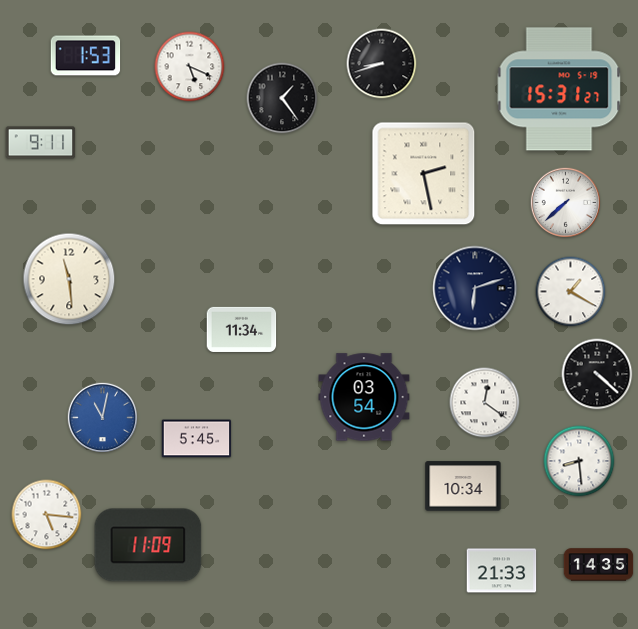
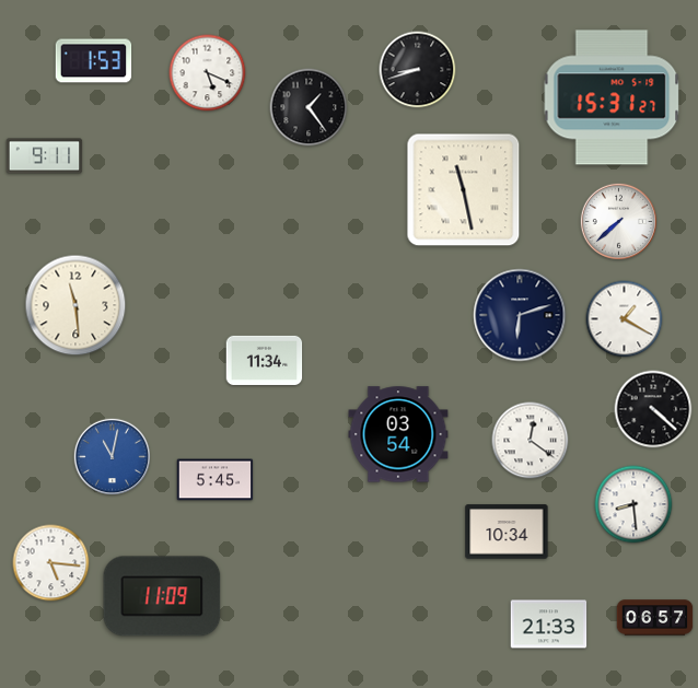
clock at (424, 174): 2:28 -> 11:28
clock at (599, 565): 14:35 -> 06:57
